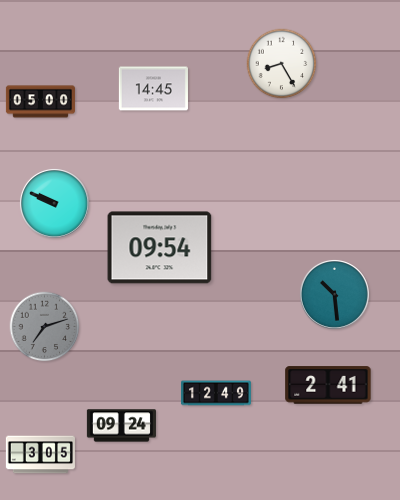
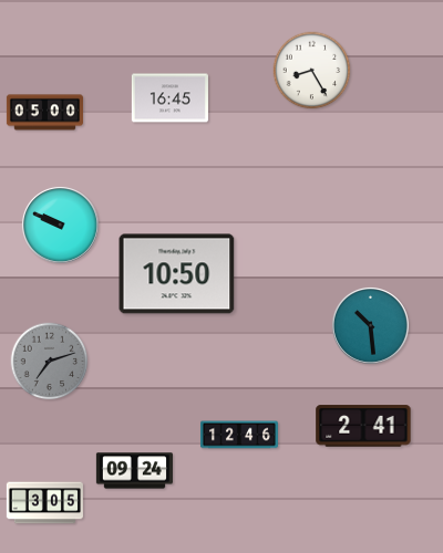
clock at (153, 89): 14:45 -> 16:45
clock at (160, 248): 09:54 -> 10:50
clock at (216, 393): 12:49 -> 12:46
